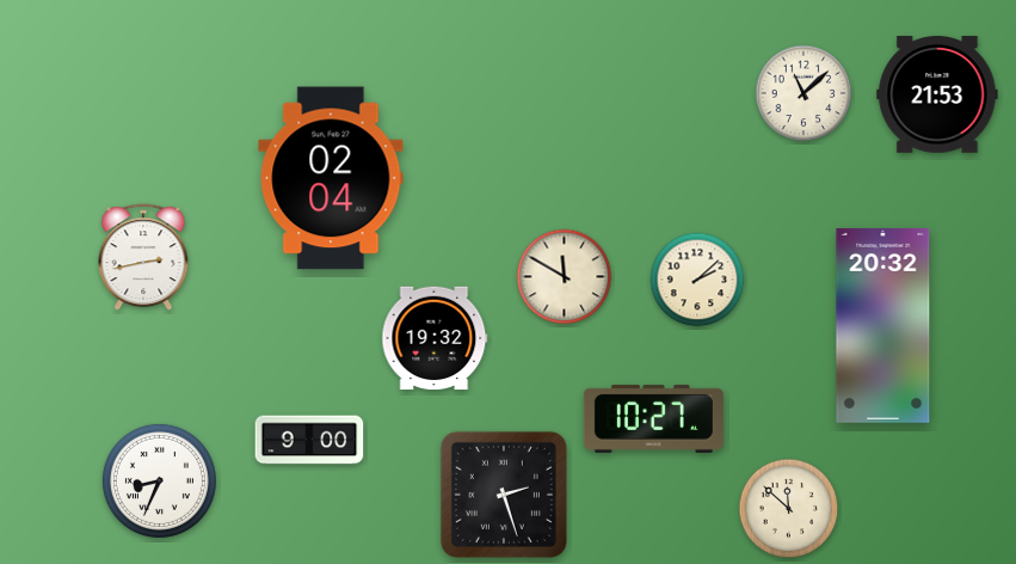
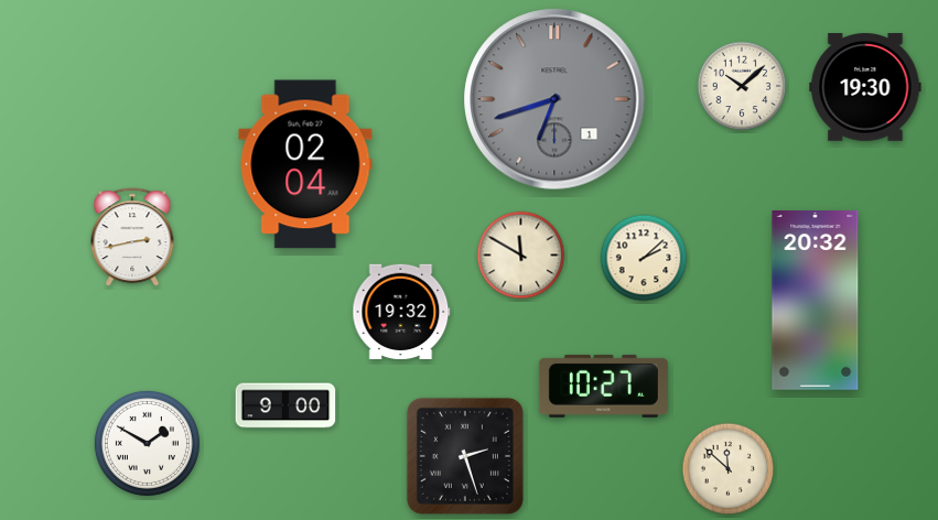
clock at (803, 93): 11:08 -> 10:08
clock at (937, 94): 21:53 -> 19:30
clock at (554, 99): none -> 6:42
clock at (159, 480): 8:34 -> 1:50
